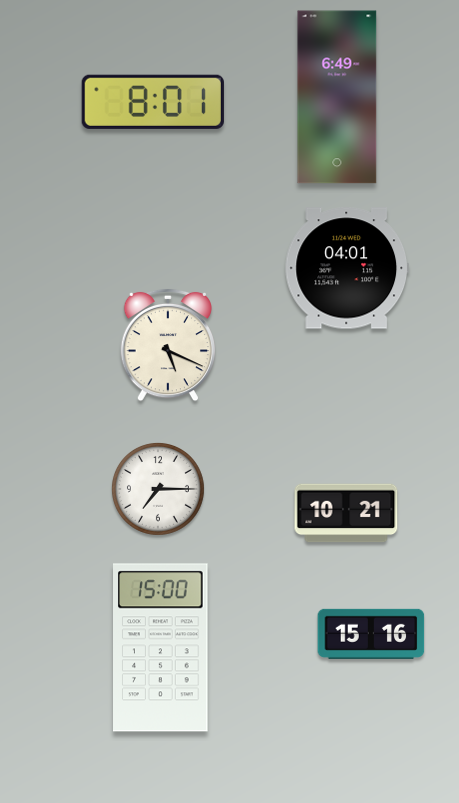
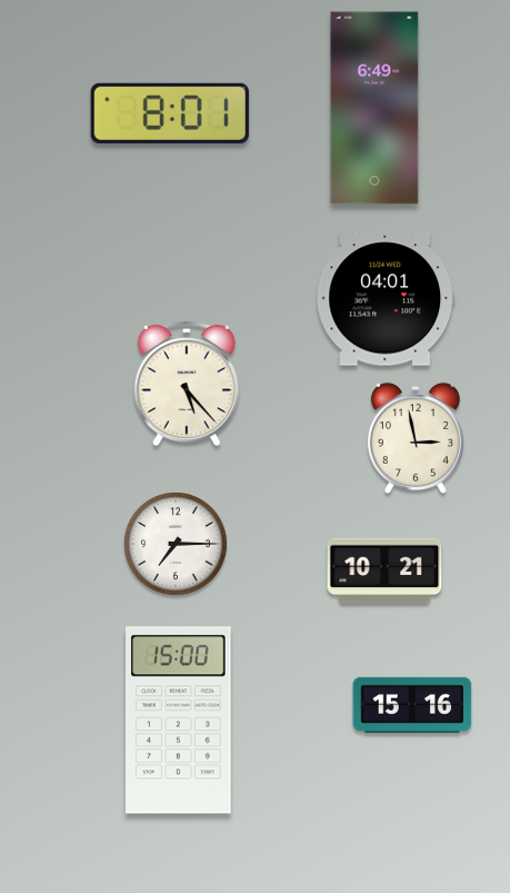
clock at (167, 345): 5:19 -> 5:23
clock at (416, 438): none -> 2:58
